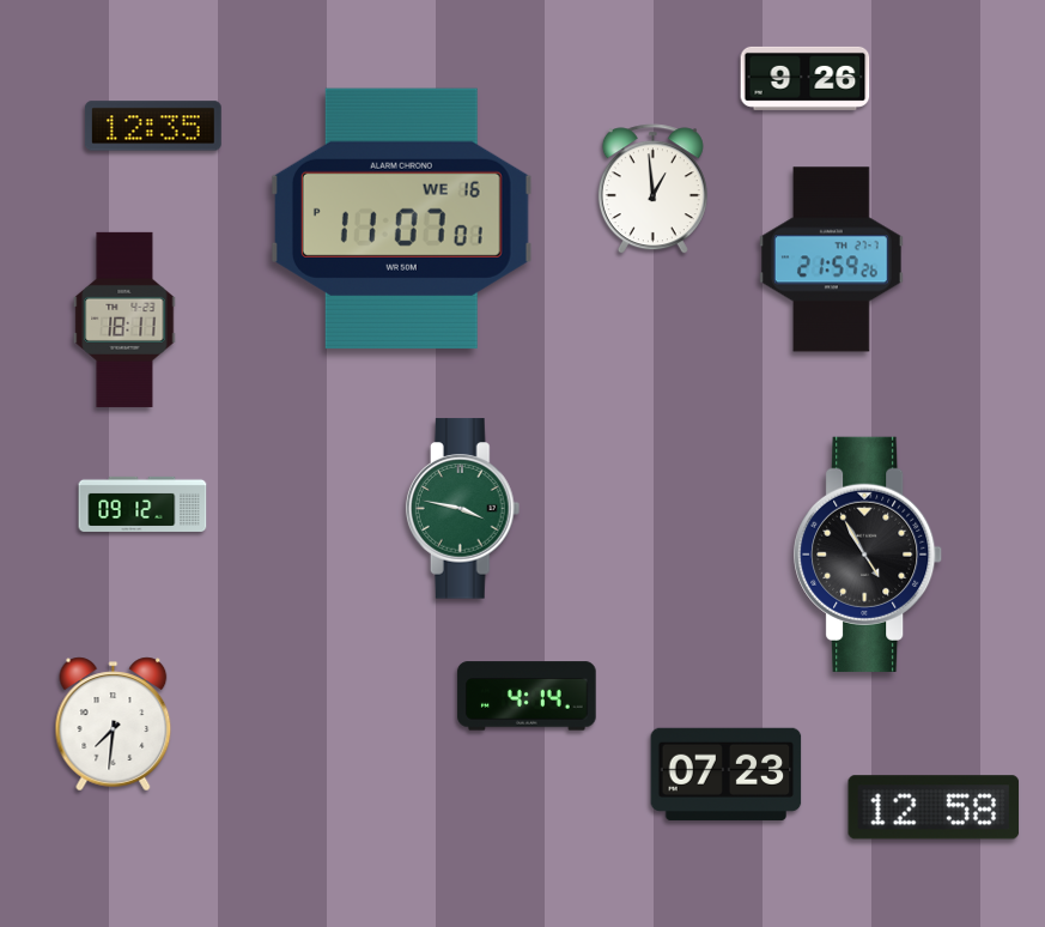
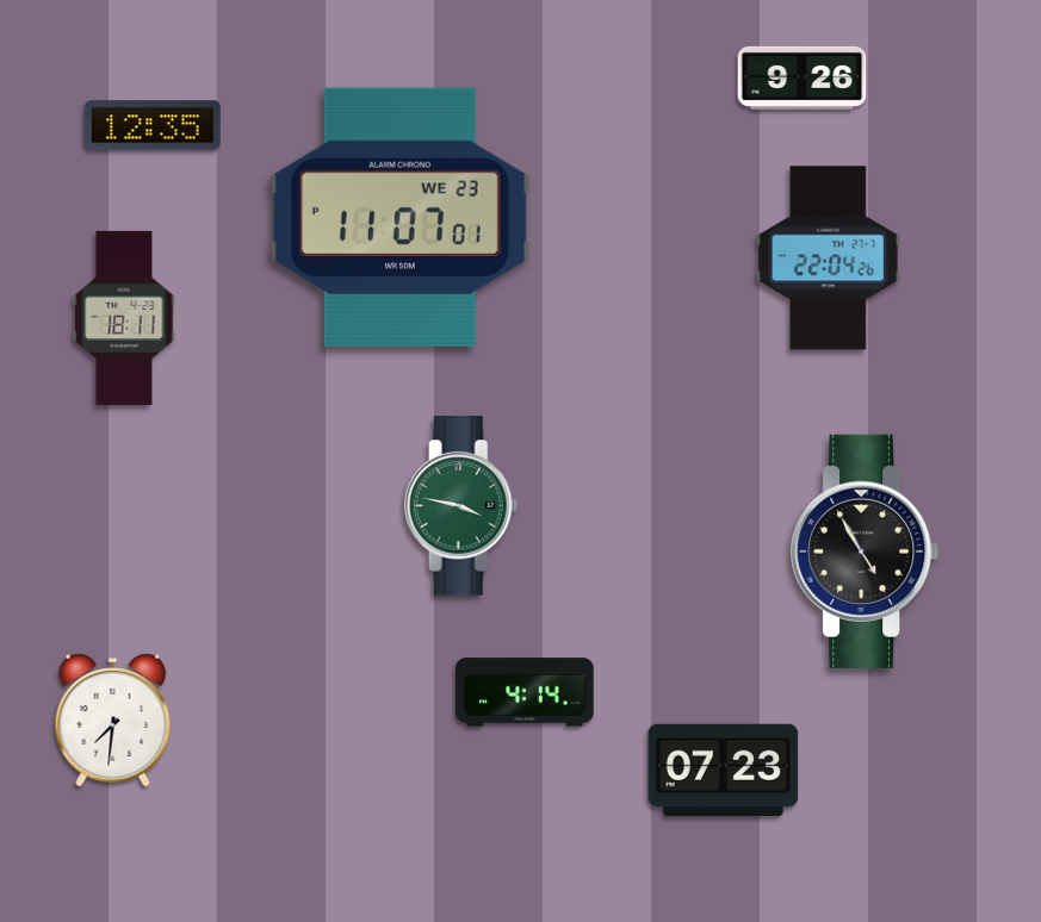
clock at (652, 189): 12:59 -> none
clock at (401, 218) date: WE 16 -> WE 23
clock at (832, 260): 21:59 -> 22:04
clock at (142, 504): 09:12 -> none
clock at (934, 807): 12:58 -> none
